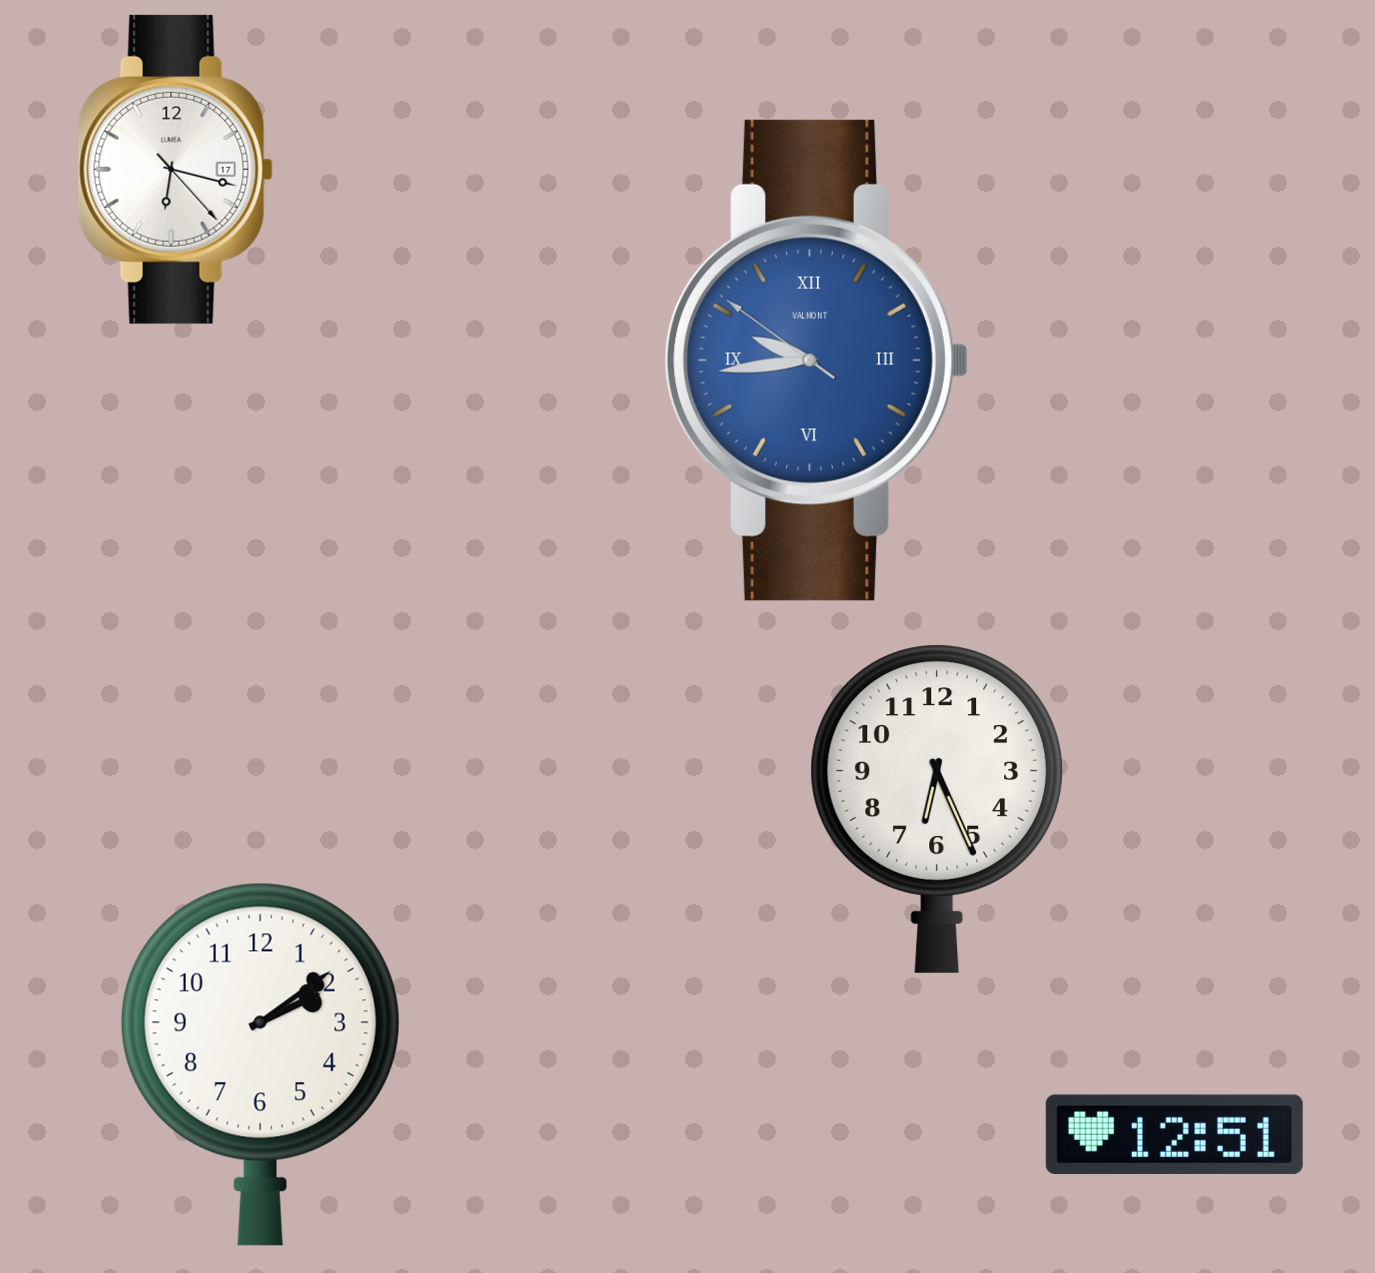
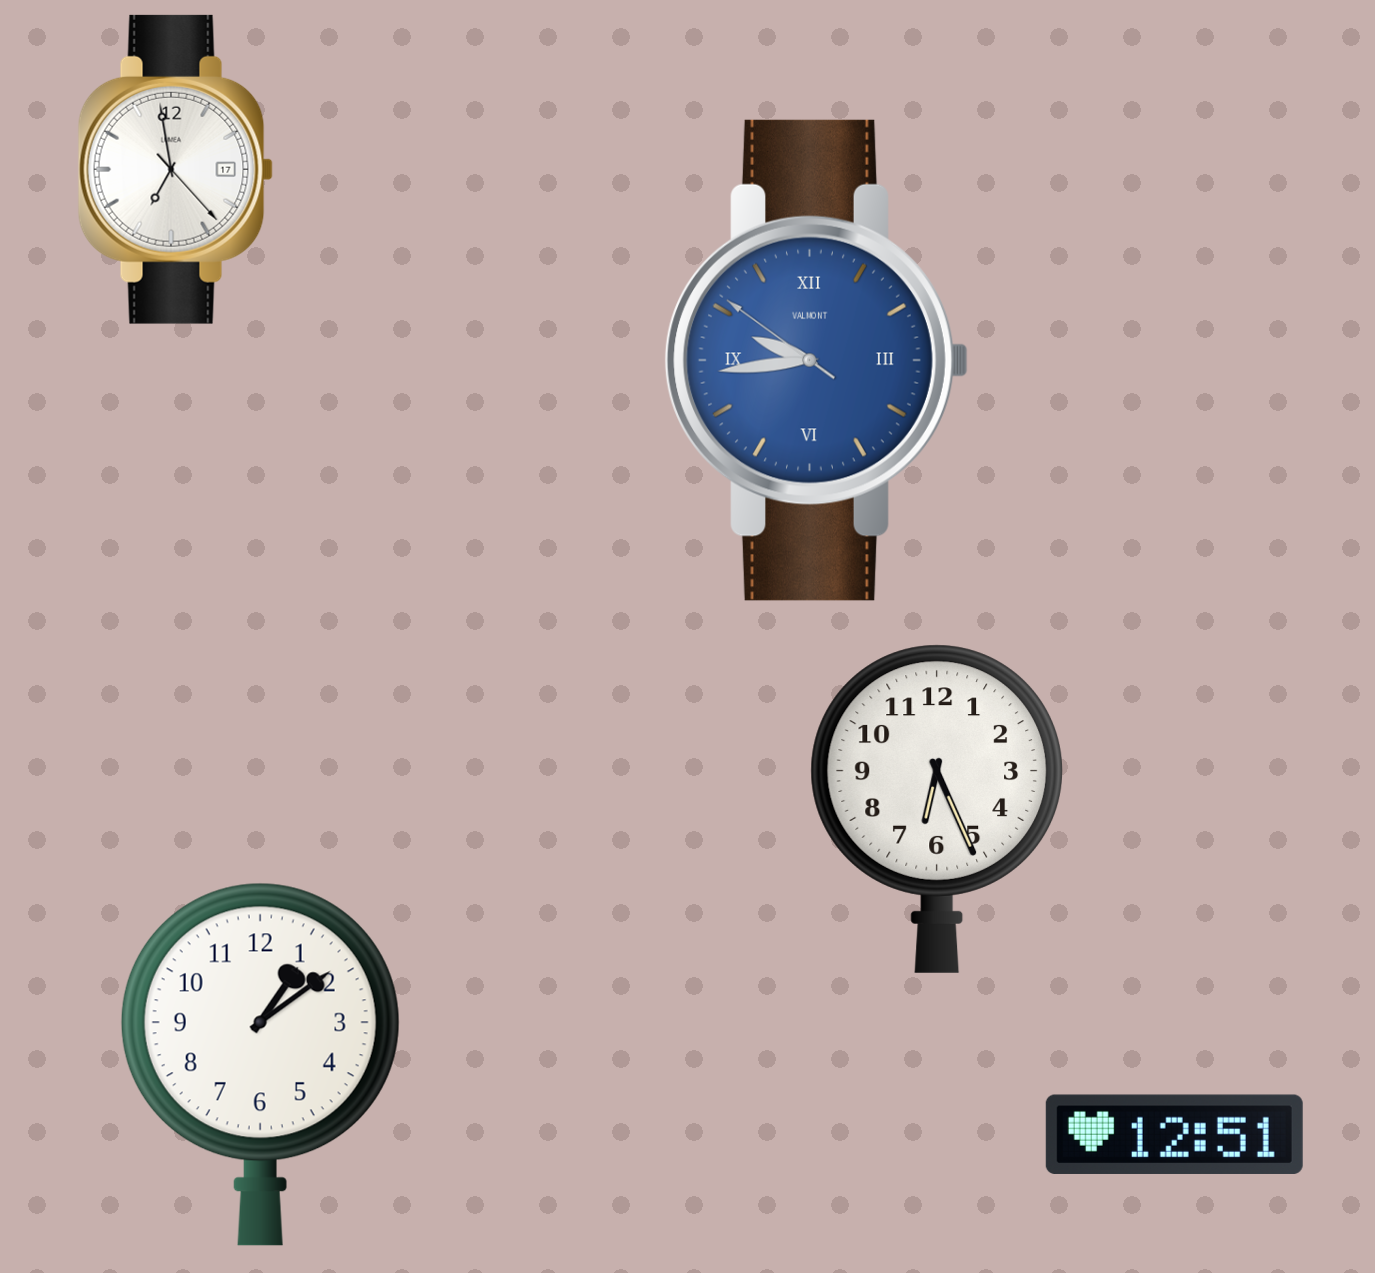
clock at (175, 169): 6:17 -> 6:58
clock at (260, 1064): 2:09 -> 1:09
